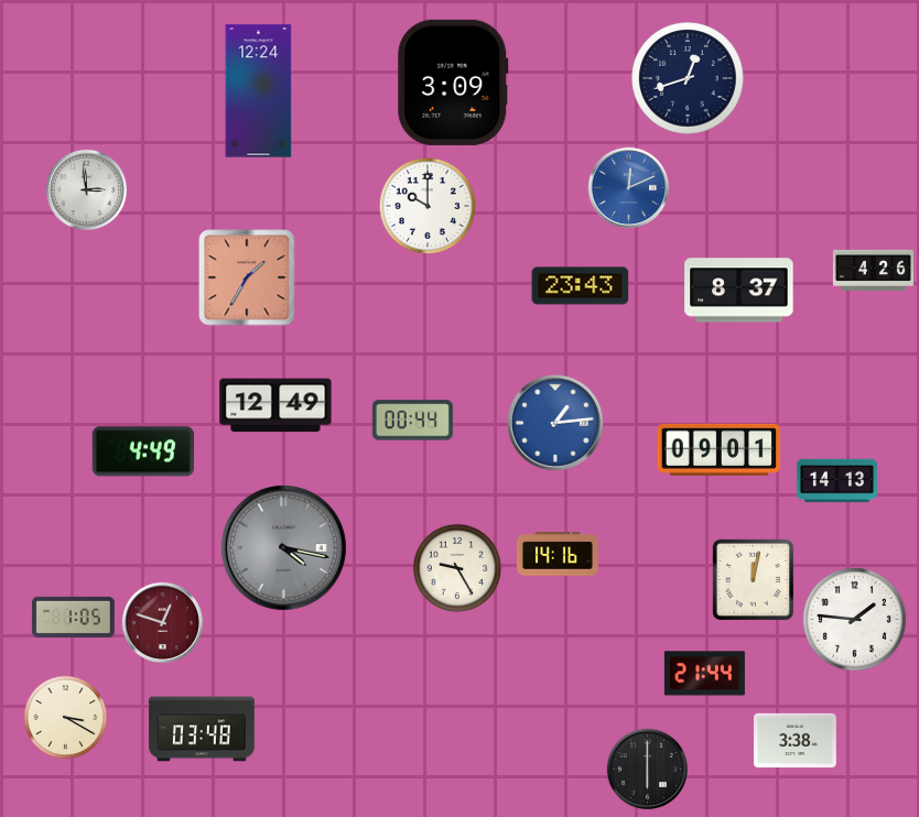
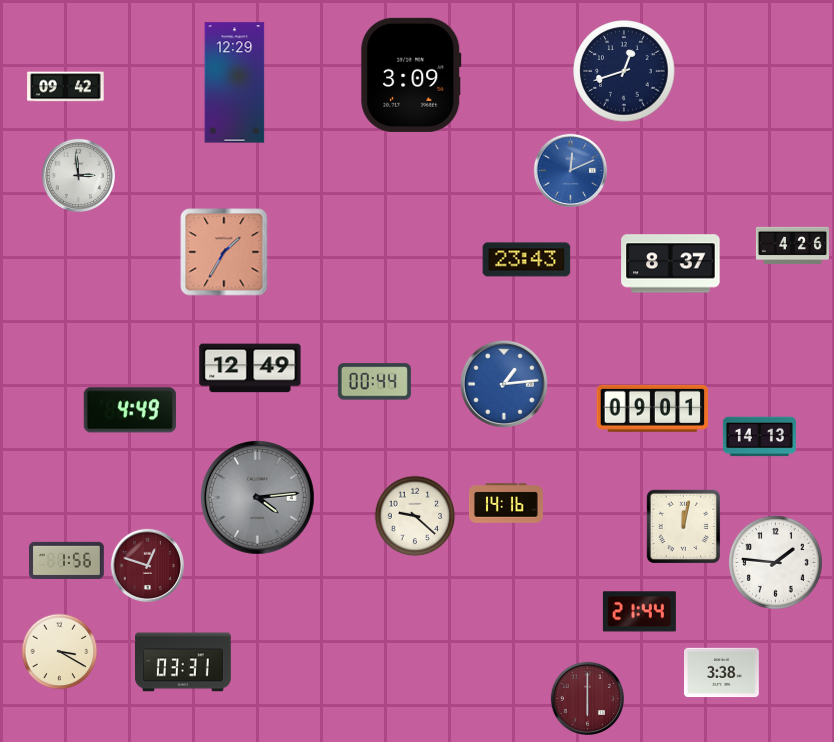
clock at (259, 91): 12:24 -> 12:29
clock at (66, 87): none -> 09:42
clock at (87, 190) position: (87, 190) -> (79, 176)
clock at (428, 206): 10:00 -> none
clock at (284, 548): 4:17 -> 4:14
clock at (457, 568): 9:25 -> 9:22
clock at (74, 617): 1:05 -> 1:56
clock at (203, 729): 03:48 -> 03:31
clock at (648, 770) dial: black -> burgundy
